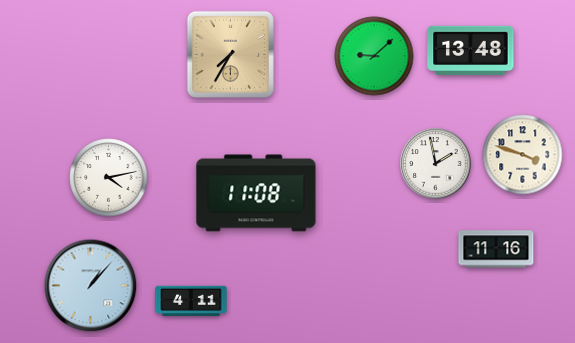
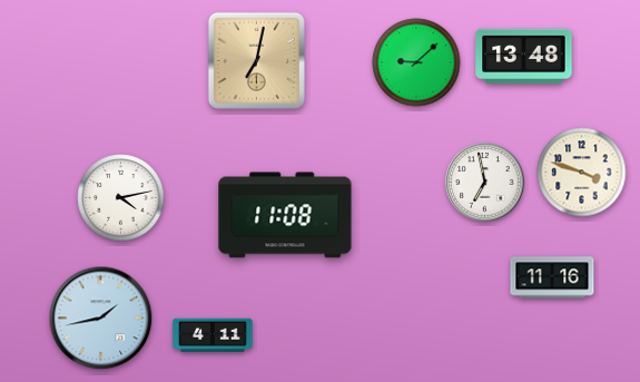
clock at (230, 54): 7:35 -> 7:02
clock at (436, 164): 1:58 -> 6:58
clock at (91, 286): 1:07 -> 1:43
